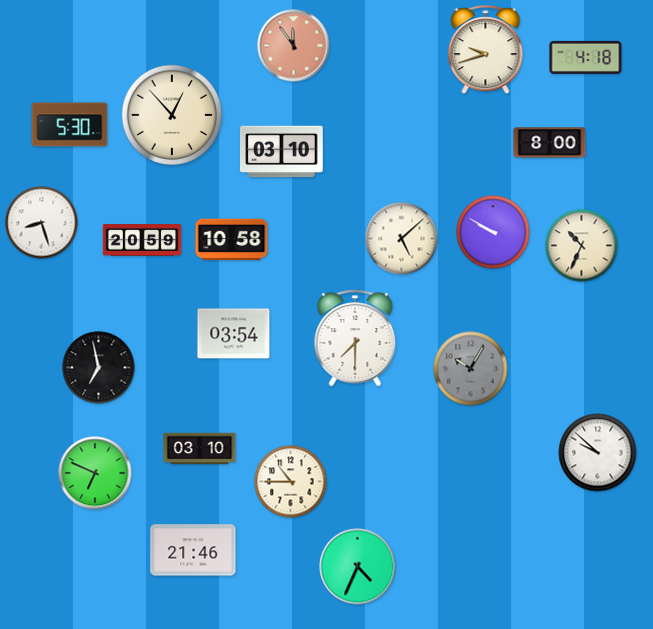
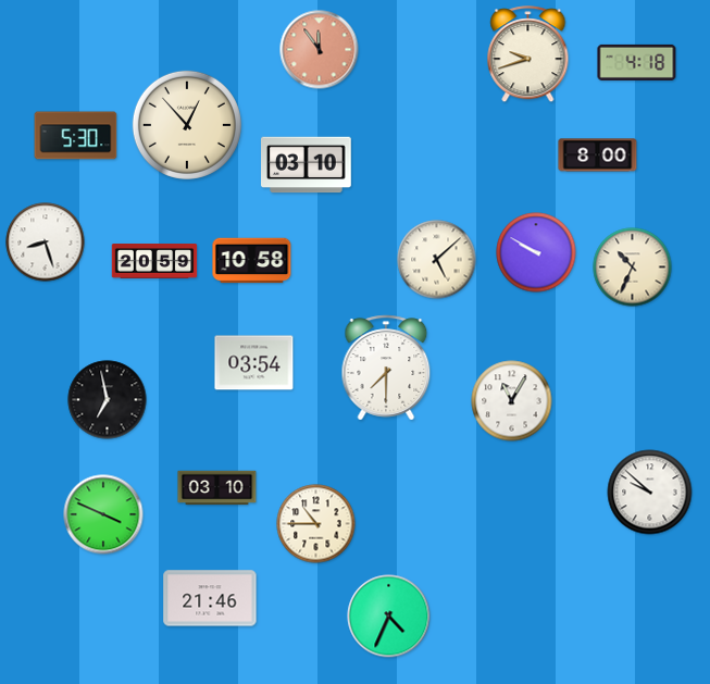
clock at (471, 369): 10:05 -> 11:05
clock at (471, 369) dial: grey -> white
clock at (95, 473): 6:49 -> 3:49
